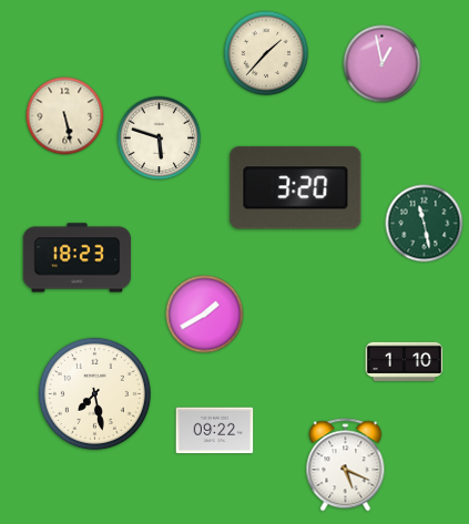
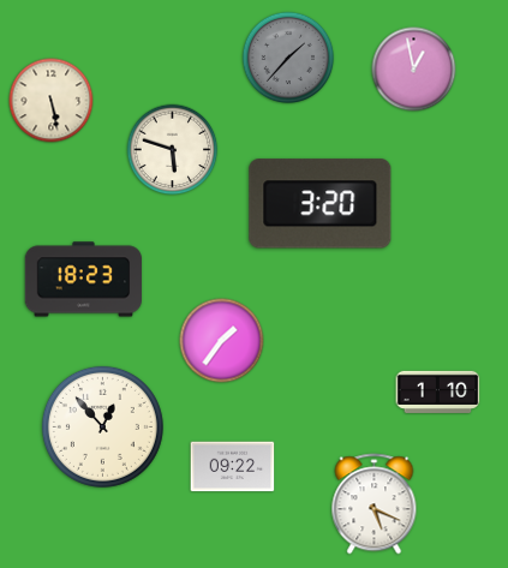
clock at (266, 53) dial: cream -> grey
clock at (65, 116) position: (65, 116) -> (52, 101)
clock at (425, 224): 11:28 -> none
clock at (205, 315): 1:40 -> 1:36
clock at (94, 393): 7:28 -> 12:53
